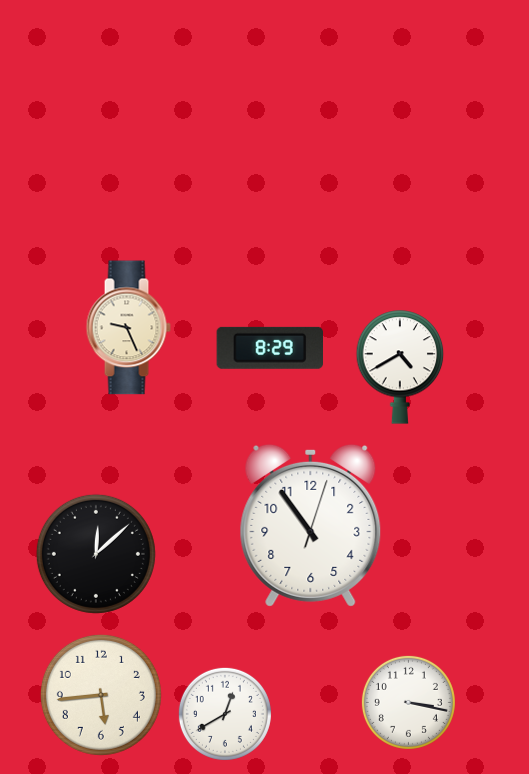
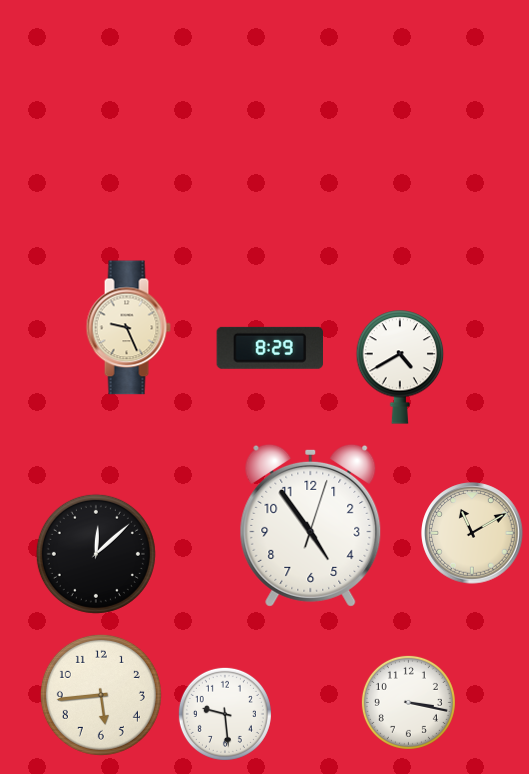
clock at (311, 525): 10:54 -> 4:54
clock at (472, 533): none -> 11:10
clock at (225, 714): 12:40 -> 9:29
